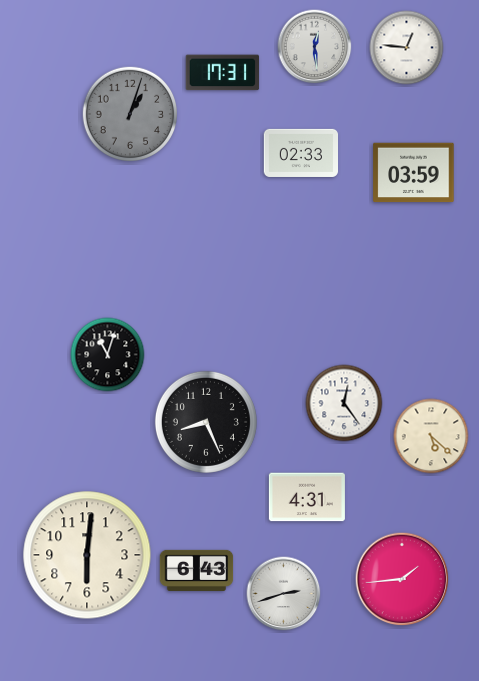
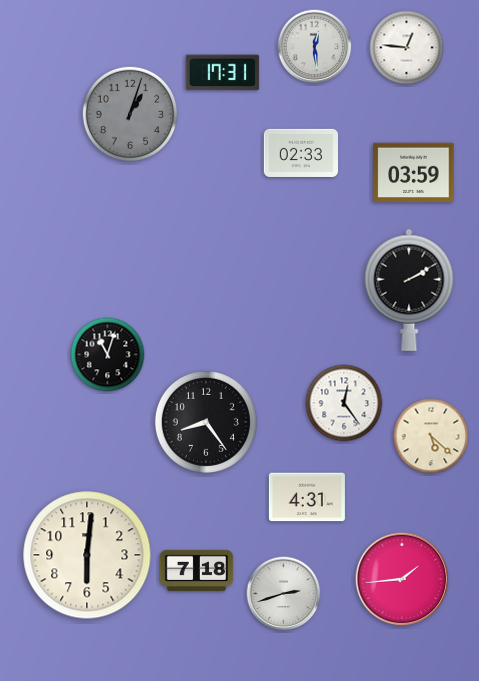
clock at (409, 290): none -> 2:10
clock at (206, 422): 8:26 -> 8:24
clock at (197, 570): 6:43 -> 7:18
